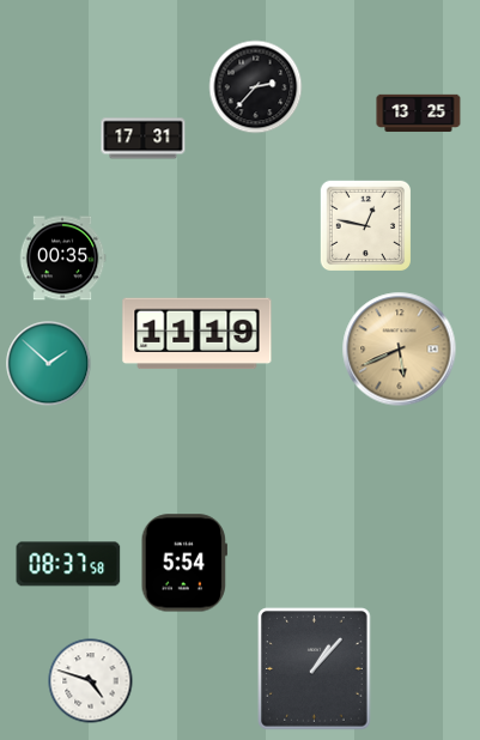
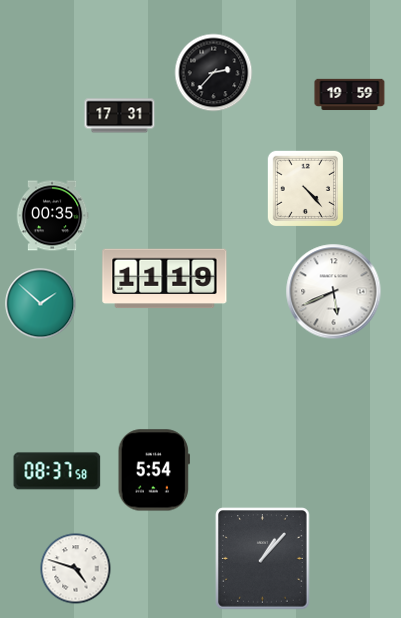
clock at (419, 114): 13:25 -> 19:59
clock at (365, 225): 12:47 -> 4:23
clock at (400, 350) dial: champagne -> white
